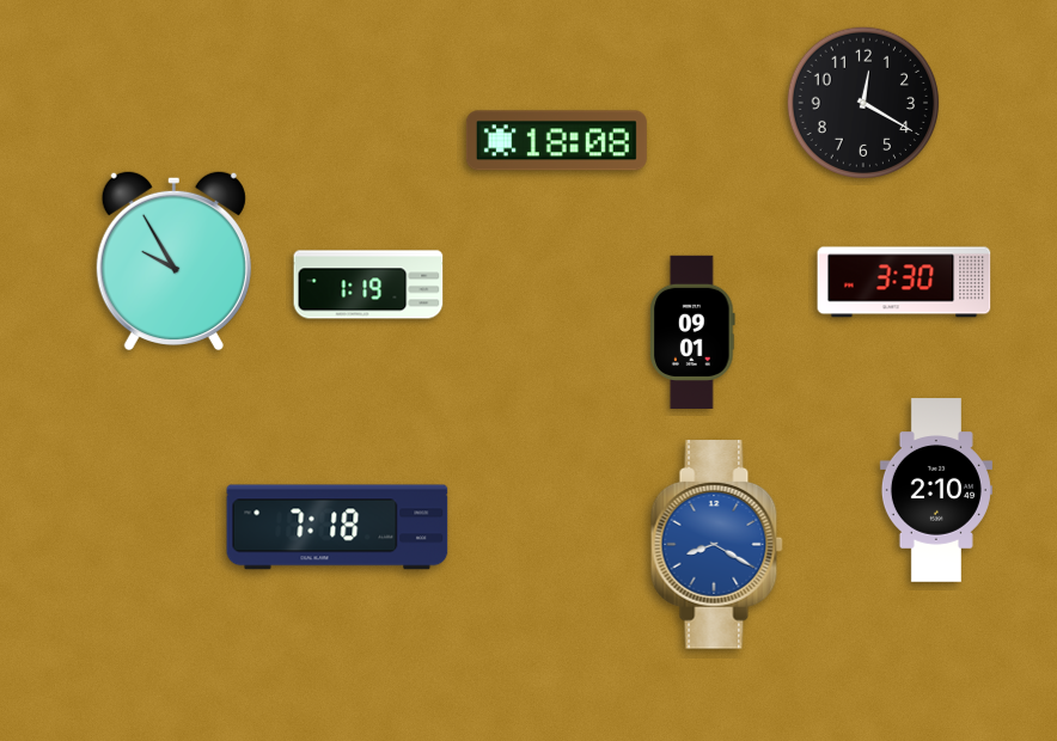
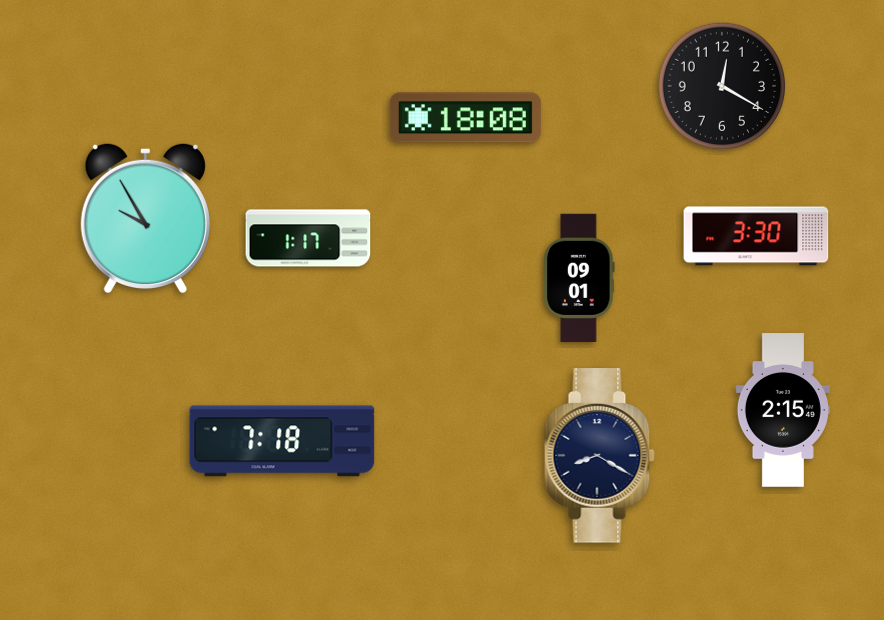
clock at (368, 284): 1:19 -> 1:17
clock at (936, 490): 2:10 -> 2:15
clock at (716, 545) dial: blue -> navy
